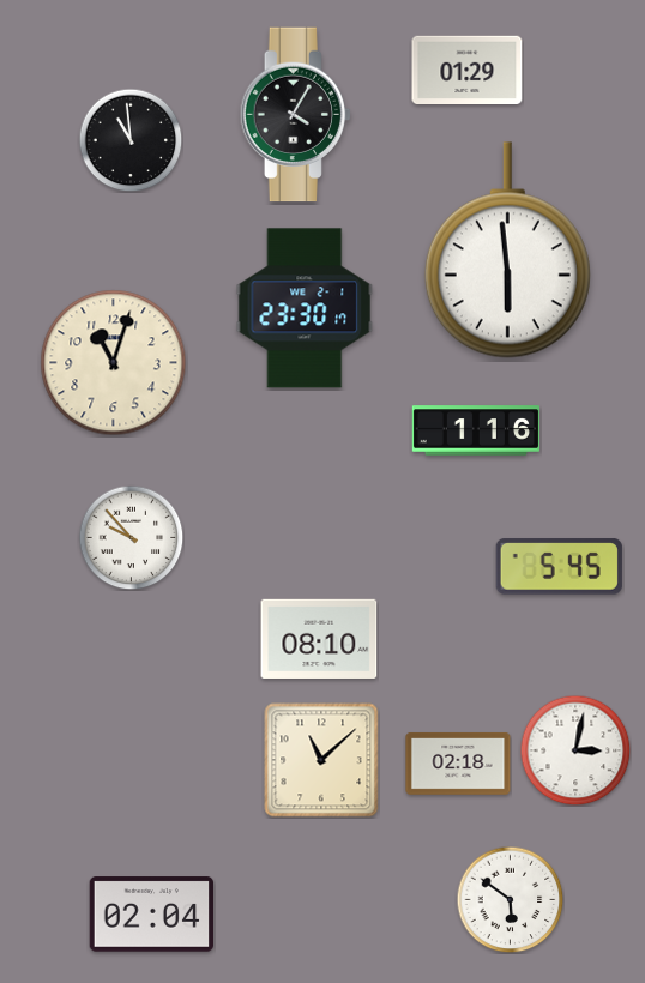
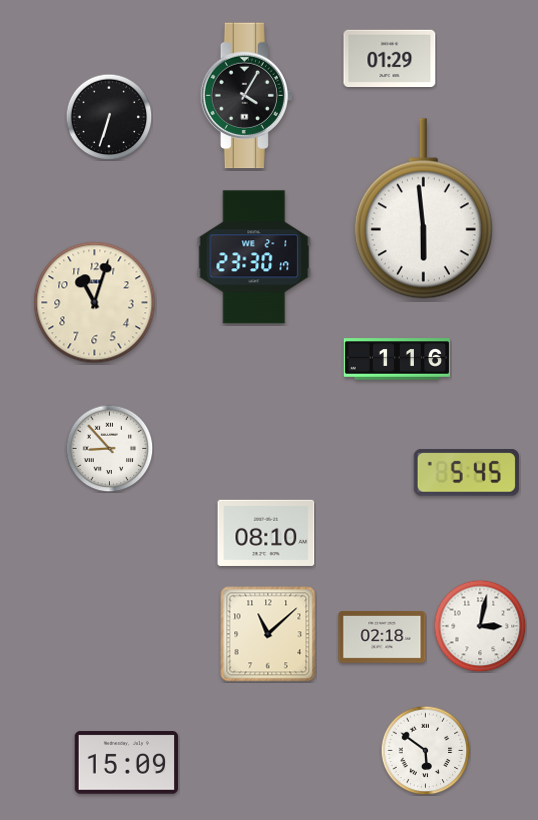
clock at (131, 140): 10:59 -> 6:33
clock at (131, 537): 9:53 -> 8:53
clock at (152, 915): 02:04 -> 15:09
